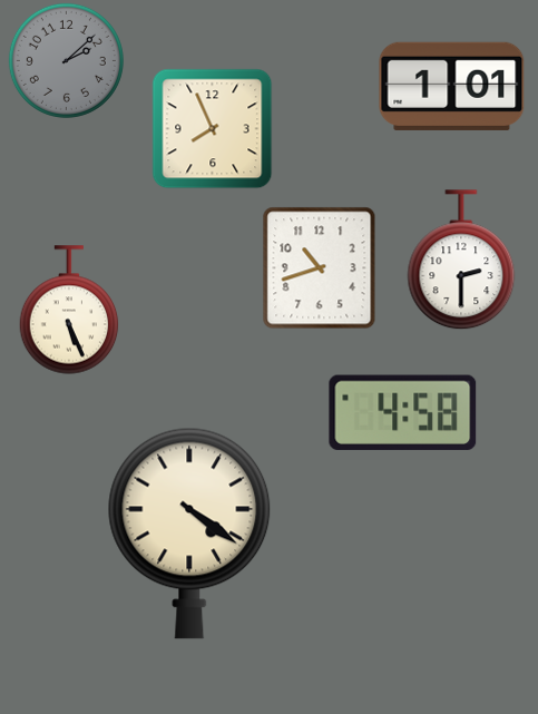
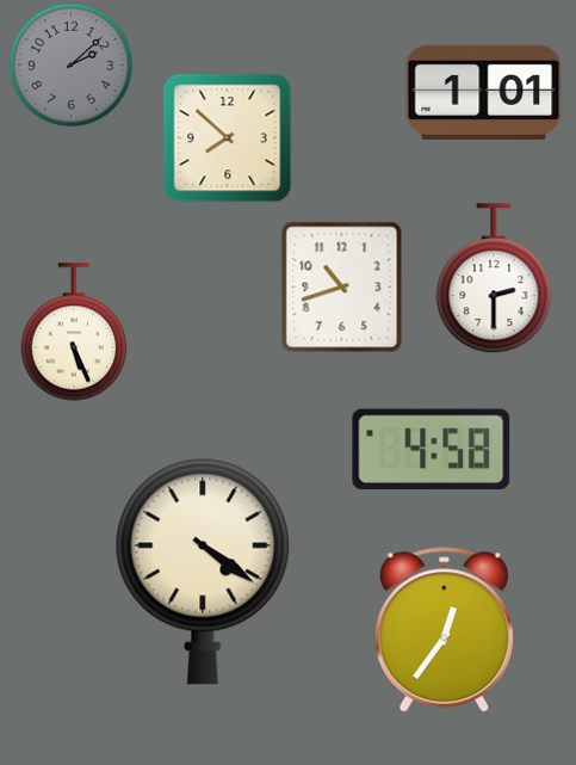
clock at (212, 128): 7:56 -> 7:52
clock at (403, 412) position: (403, 412) -> (432, 449)
clock at (444, 630): none -> 12:36
